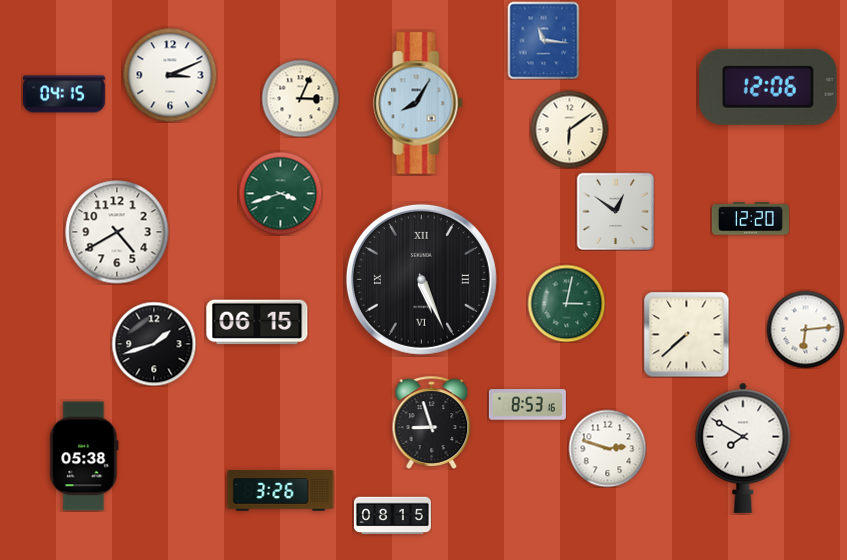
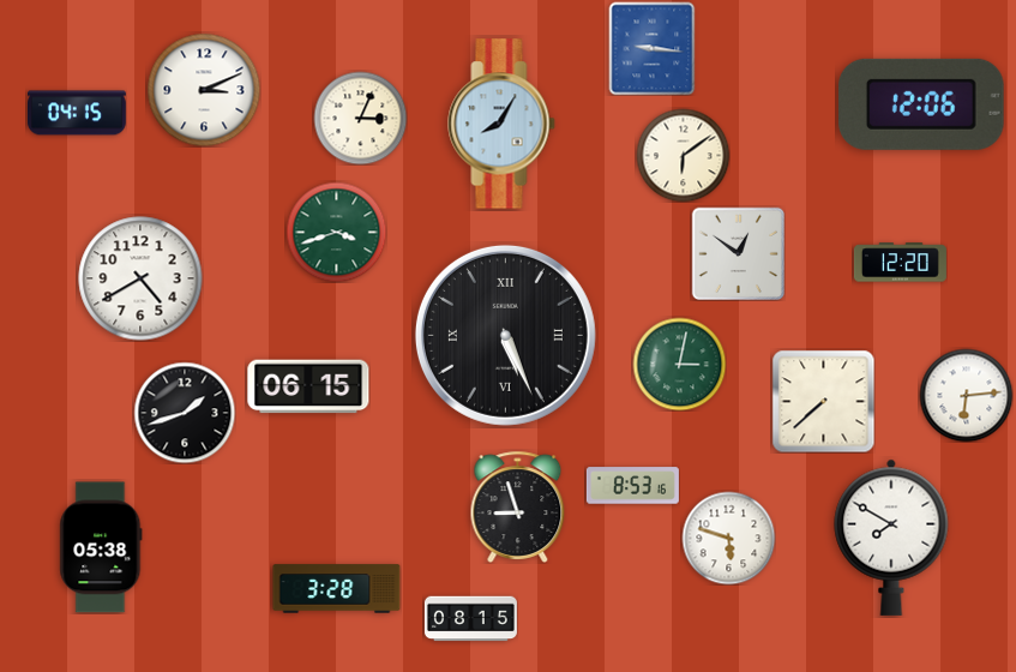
clock at (544, 40): 11:16 -> 9:16
clock at (607, 448): 2:48 -> 5:48
clock at (281, 491): 3:26 -> 3:28
